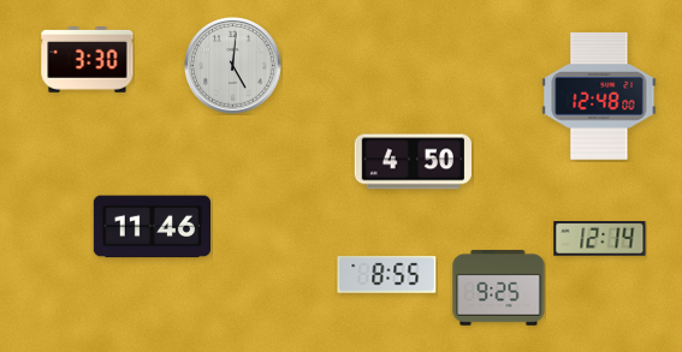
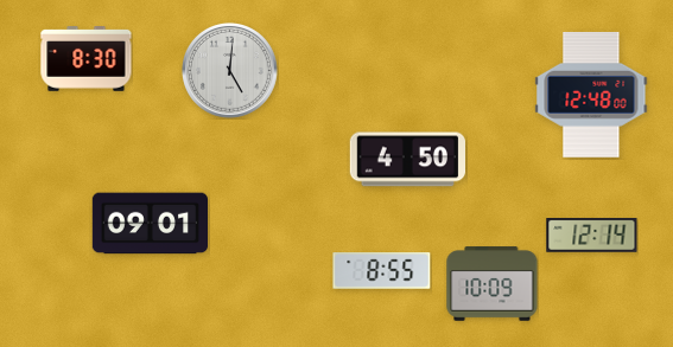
clock at (88, 60): 3:30 -> 8:30
clock at (233, 66) position: (233, 66) -> (230, 71)
clock at (153, 227): 11:46 -> 09:01
clock at (499, 288): 9:25 -> 10:09
